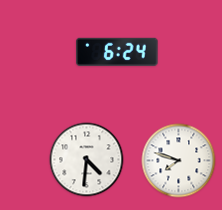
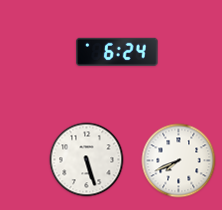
clock at (87, 160): 4:31 -> 5:27
clock at (179, 161): 7:48 -> 7:41
